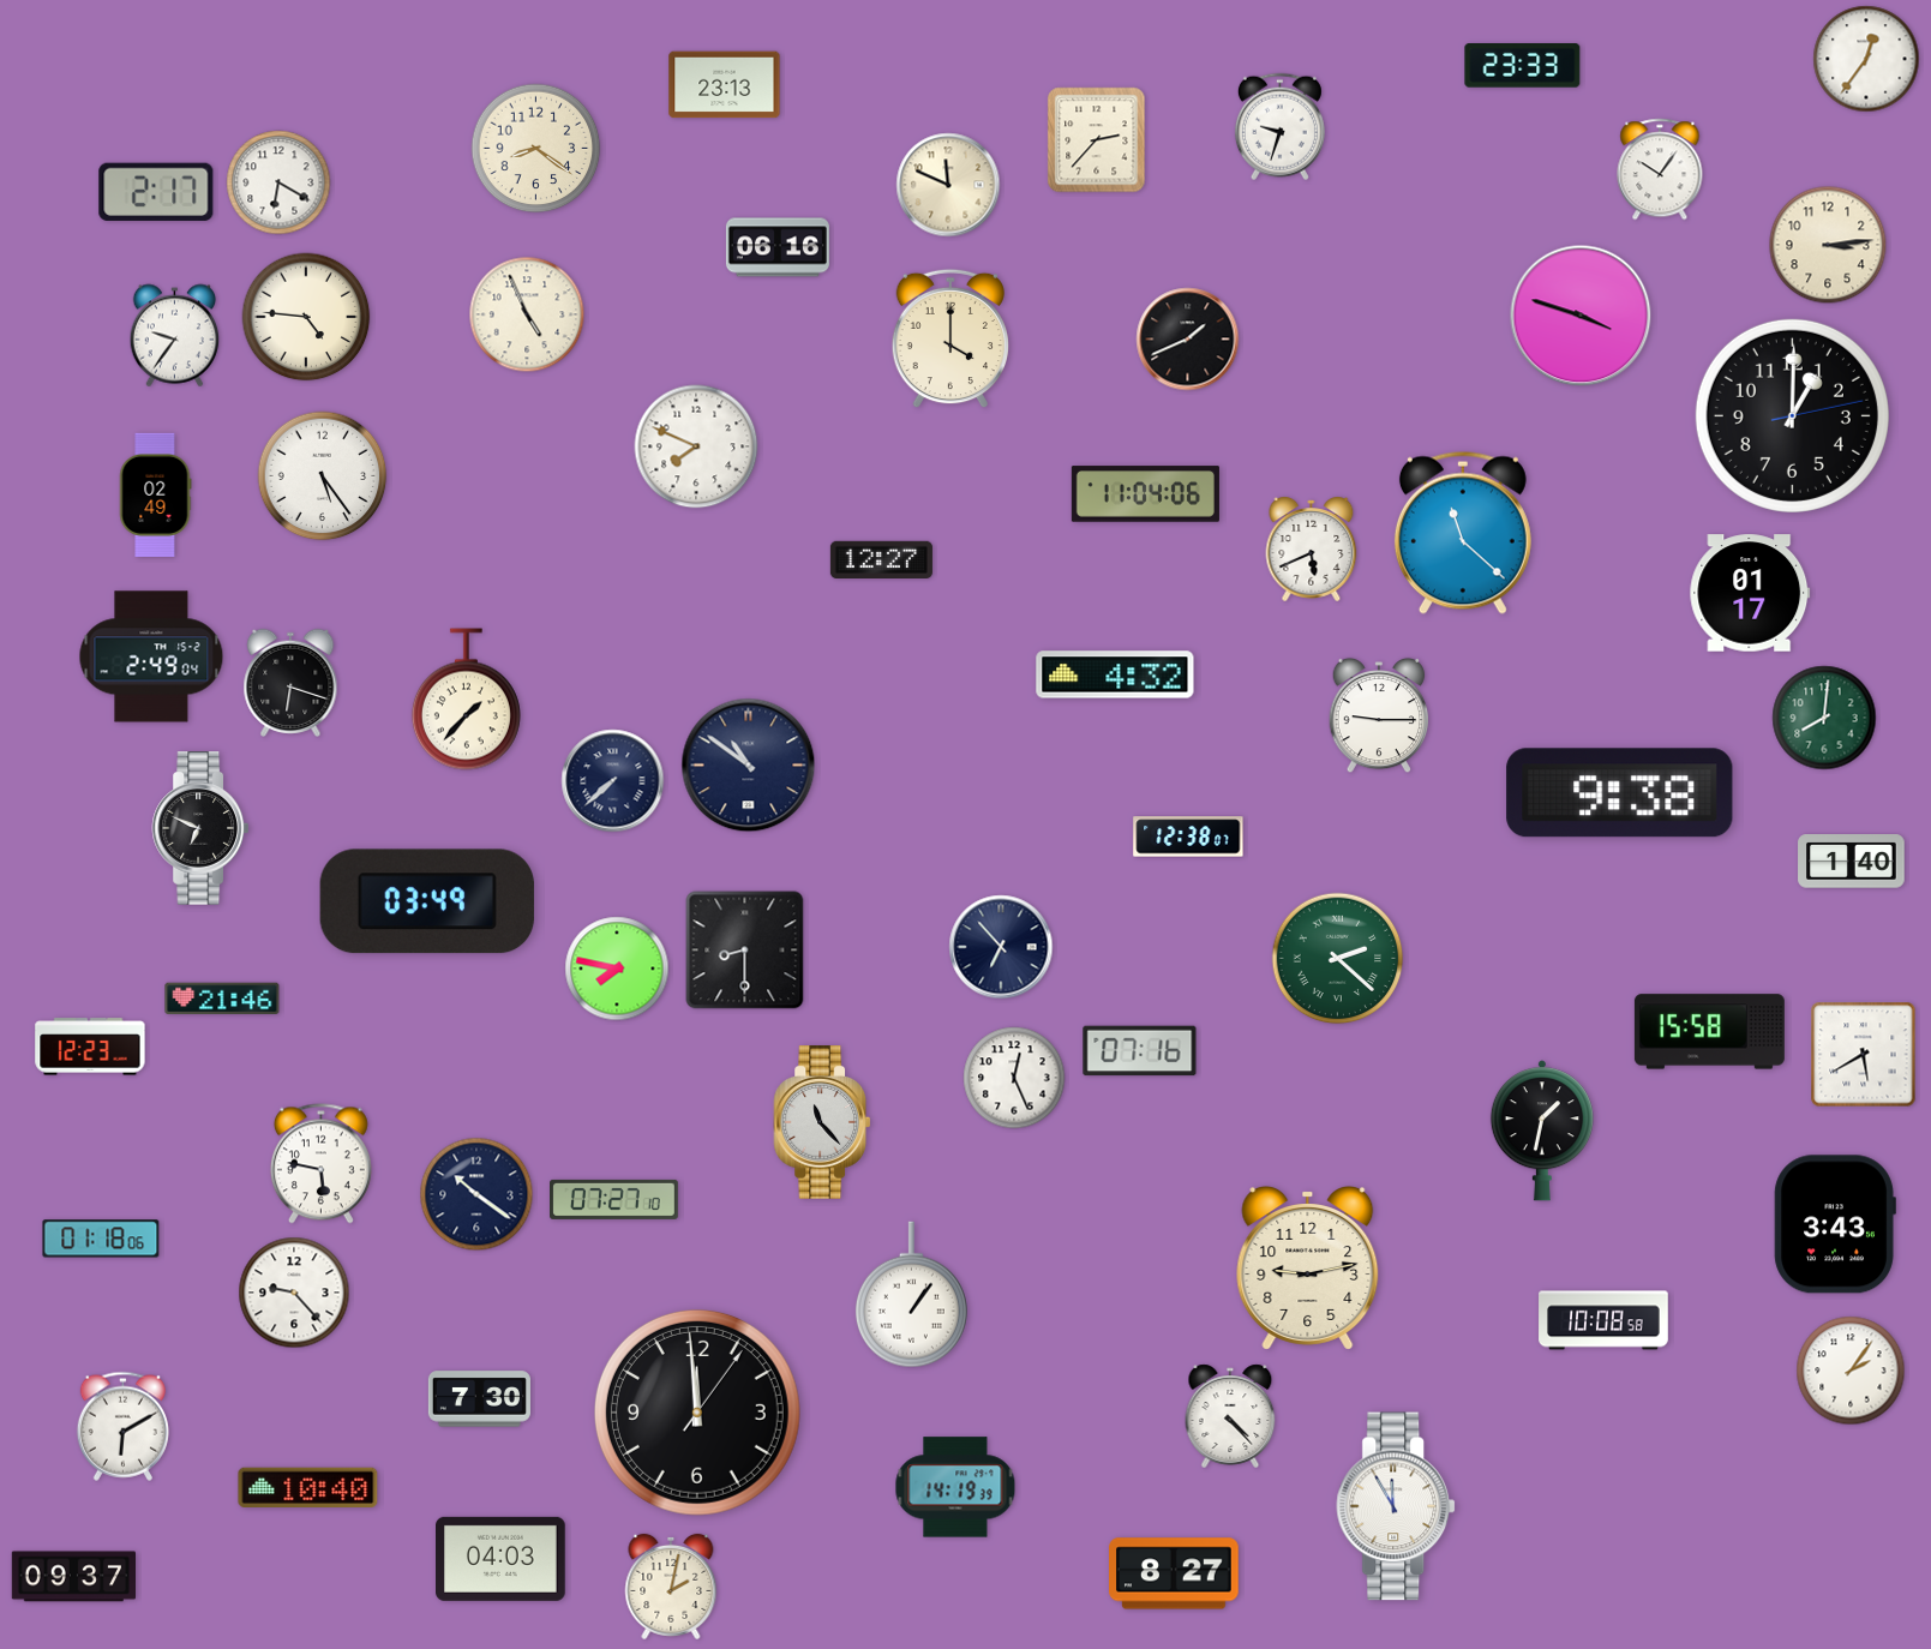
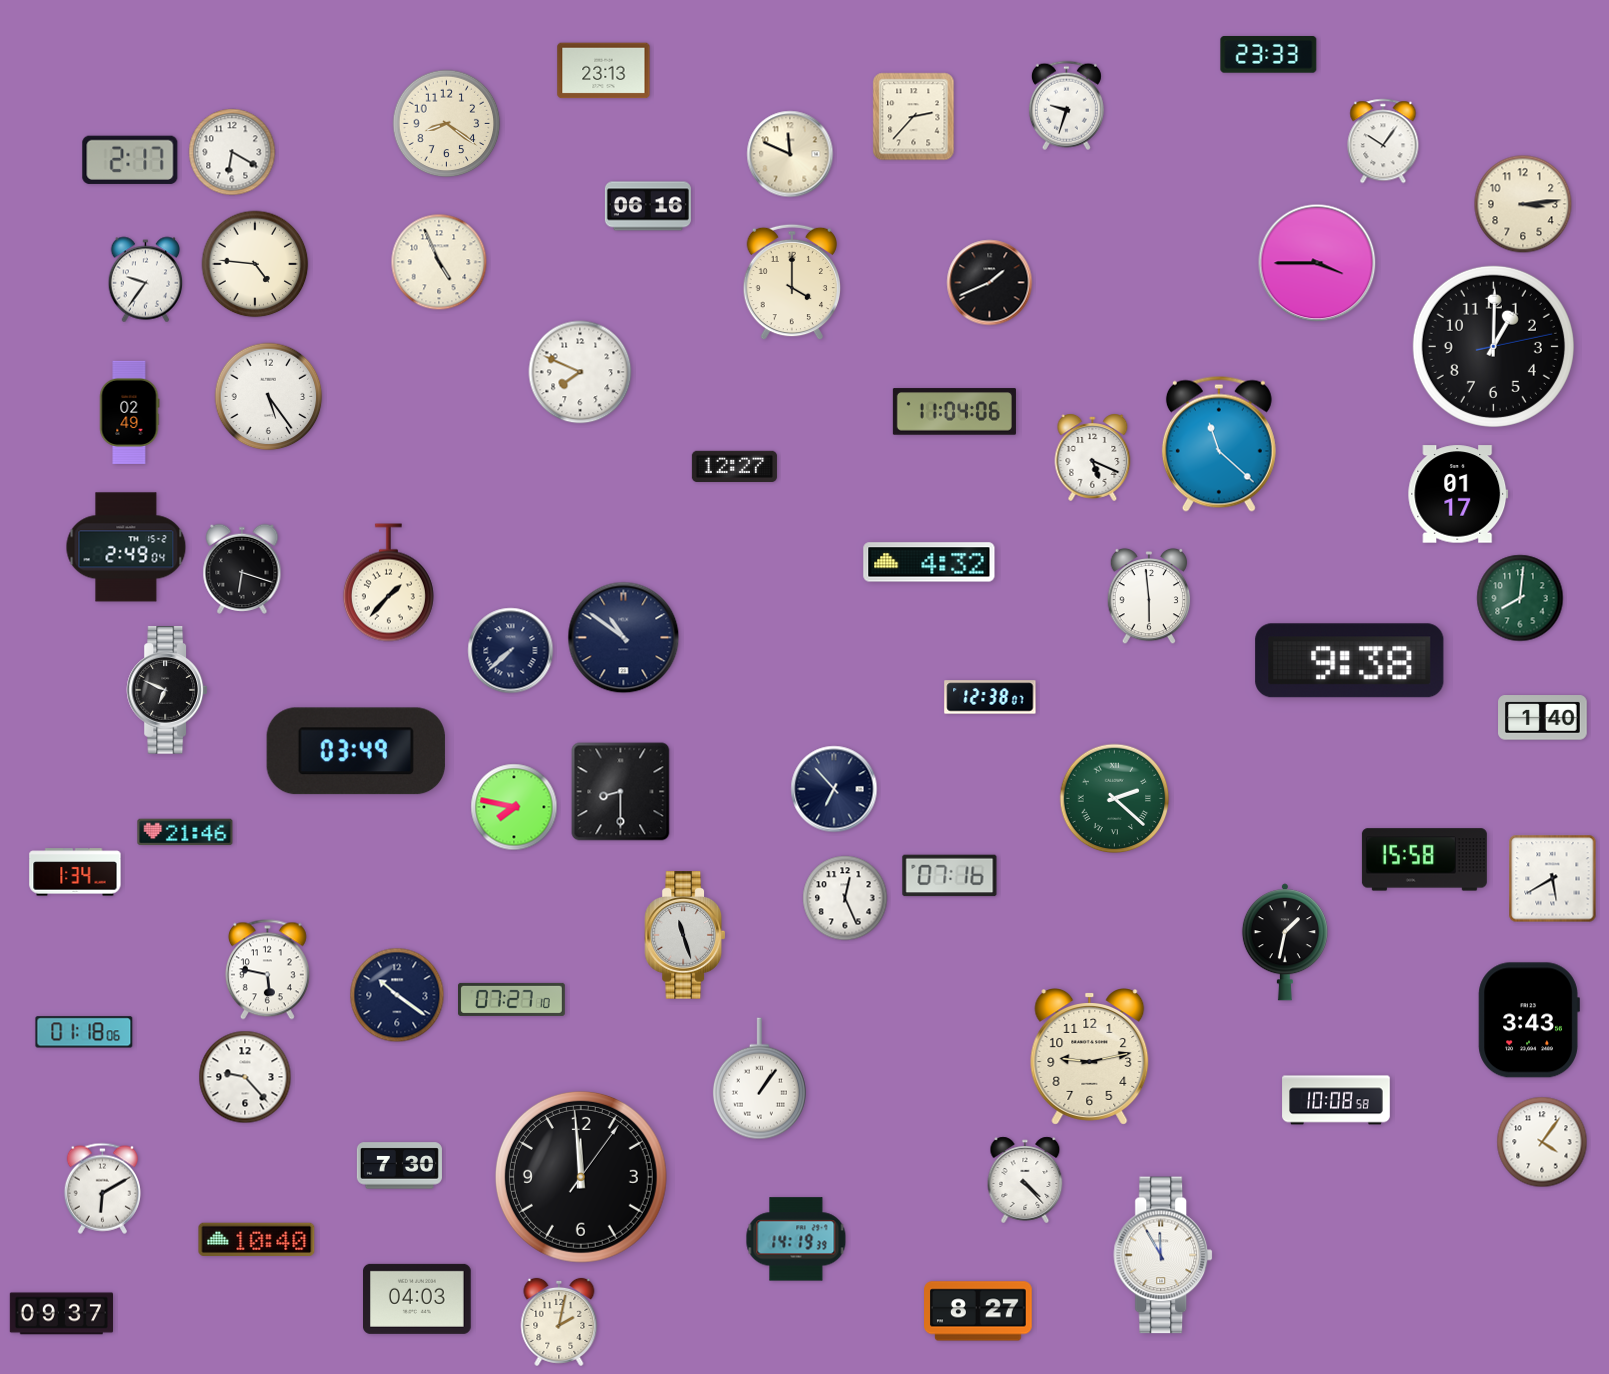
clock at (1866, 59): 12:36 -> none
clock at (1581, 316): 3:48 -> 3:45
clock at (1312, 548): 5:41 -> 5:19
clock at (1379, 715): 9:15 -> 5:59
clock at (90, 1047): 12:23 -> 1:34
clock at (821, 1122): 11:23 -> 11:27
clock at (1851, 1371): 2:06 -> 4:06
